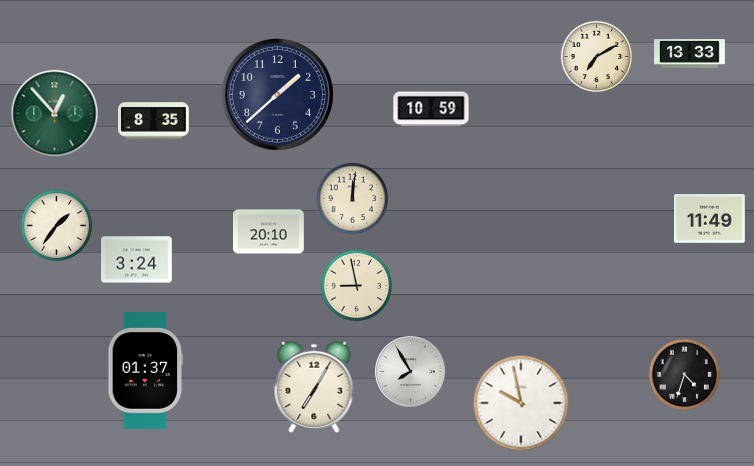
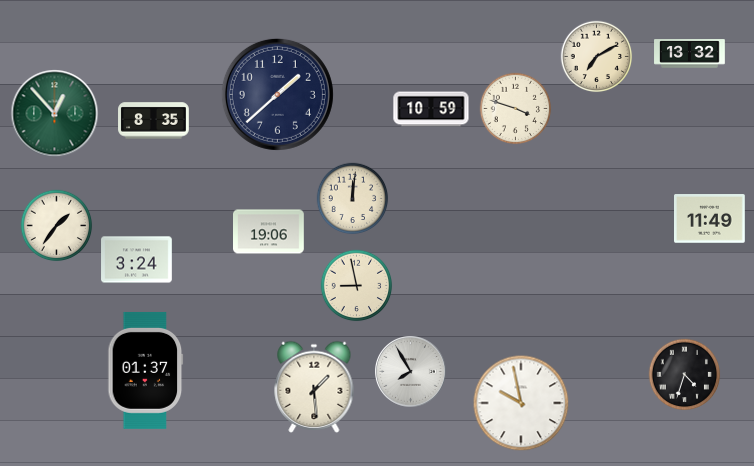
clock at (690, 54): 13:33 -> 13:32
clock at (516, 109): none -> 3:48
clock at (269, 232): 20:10 -> 19:06
clock at (314, 387): 7:05 -> 1:29
